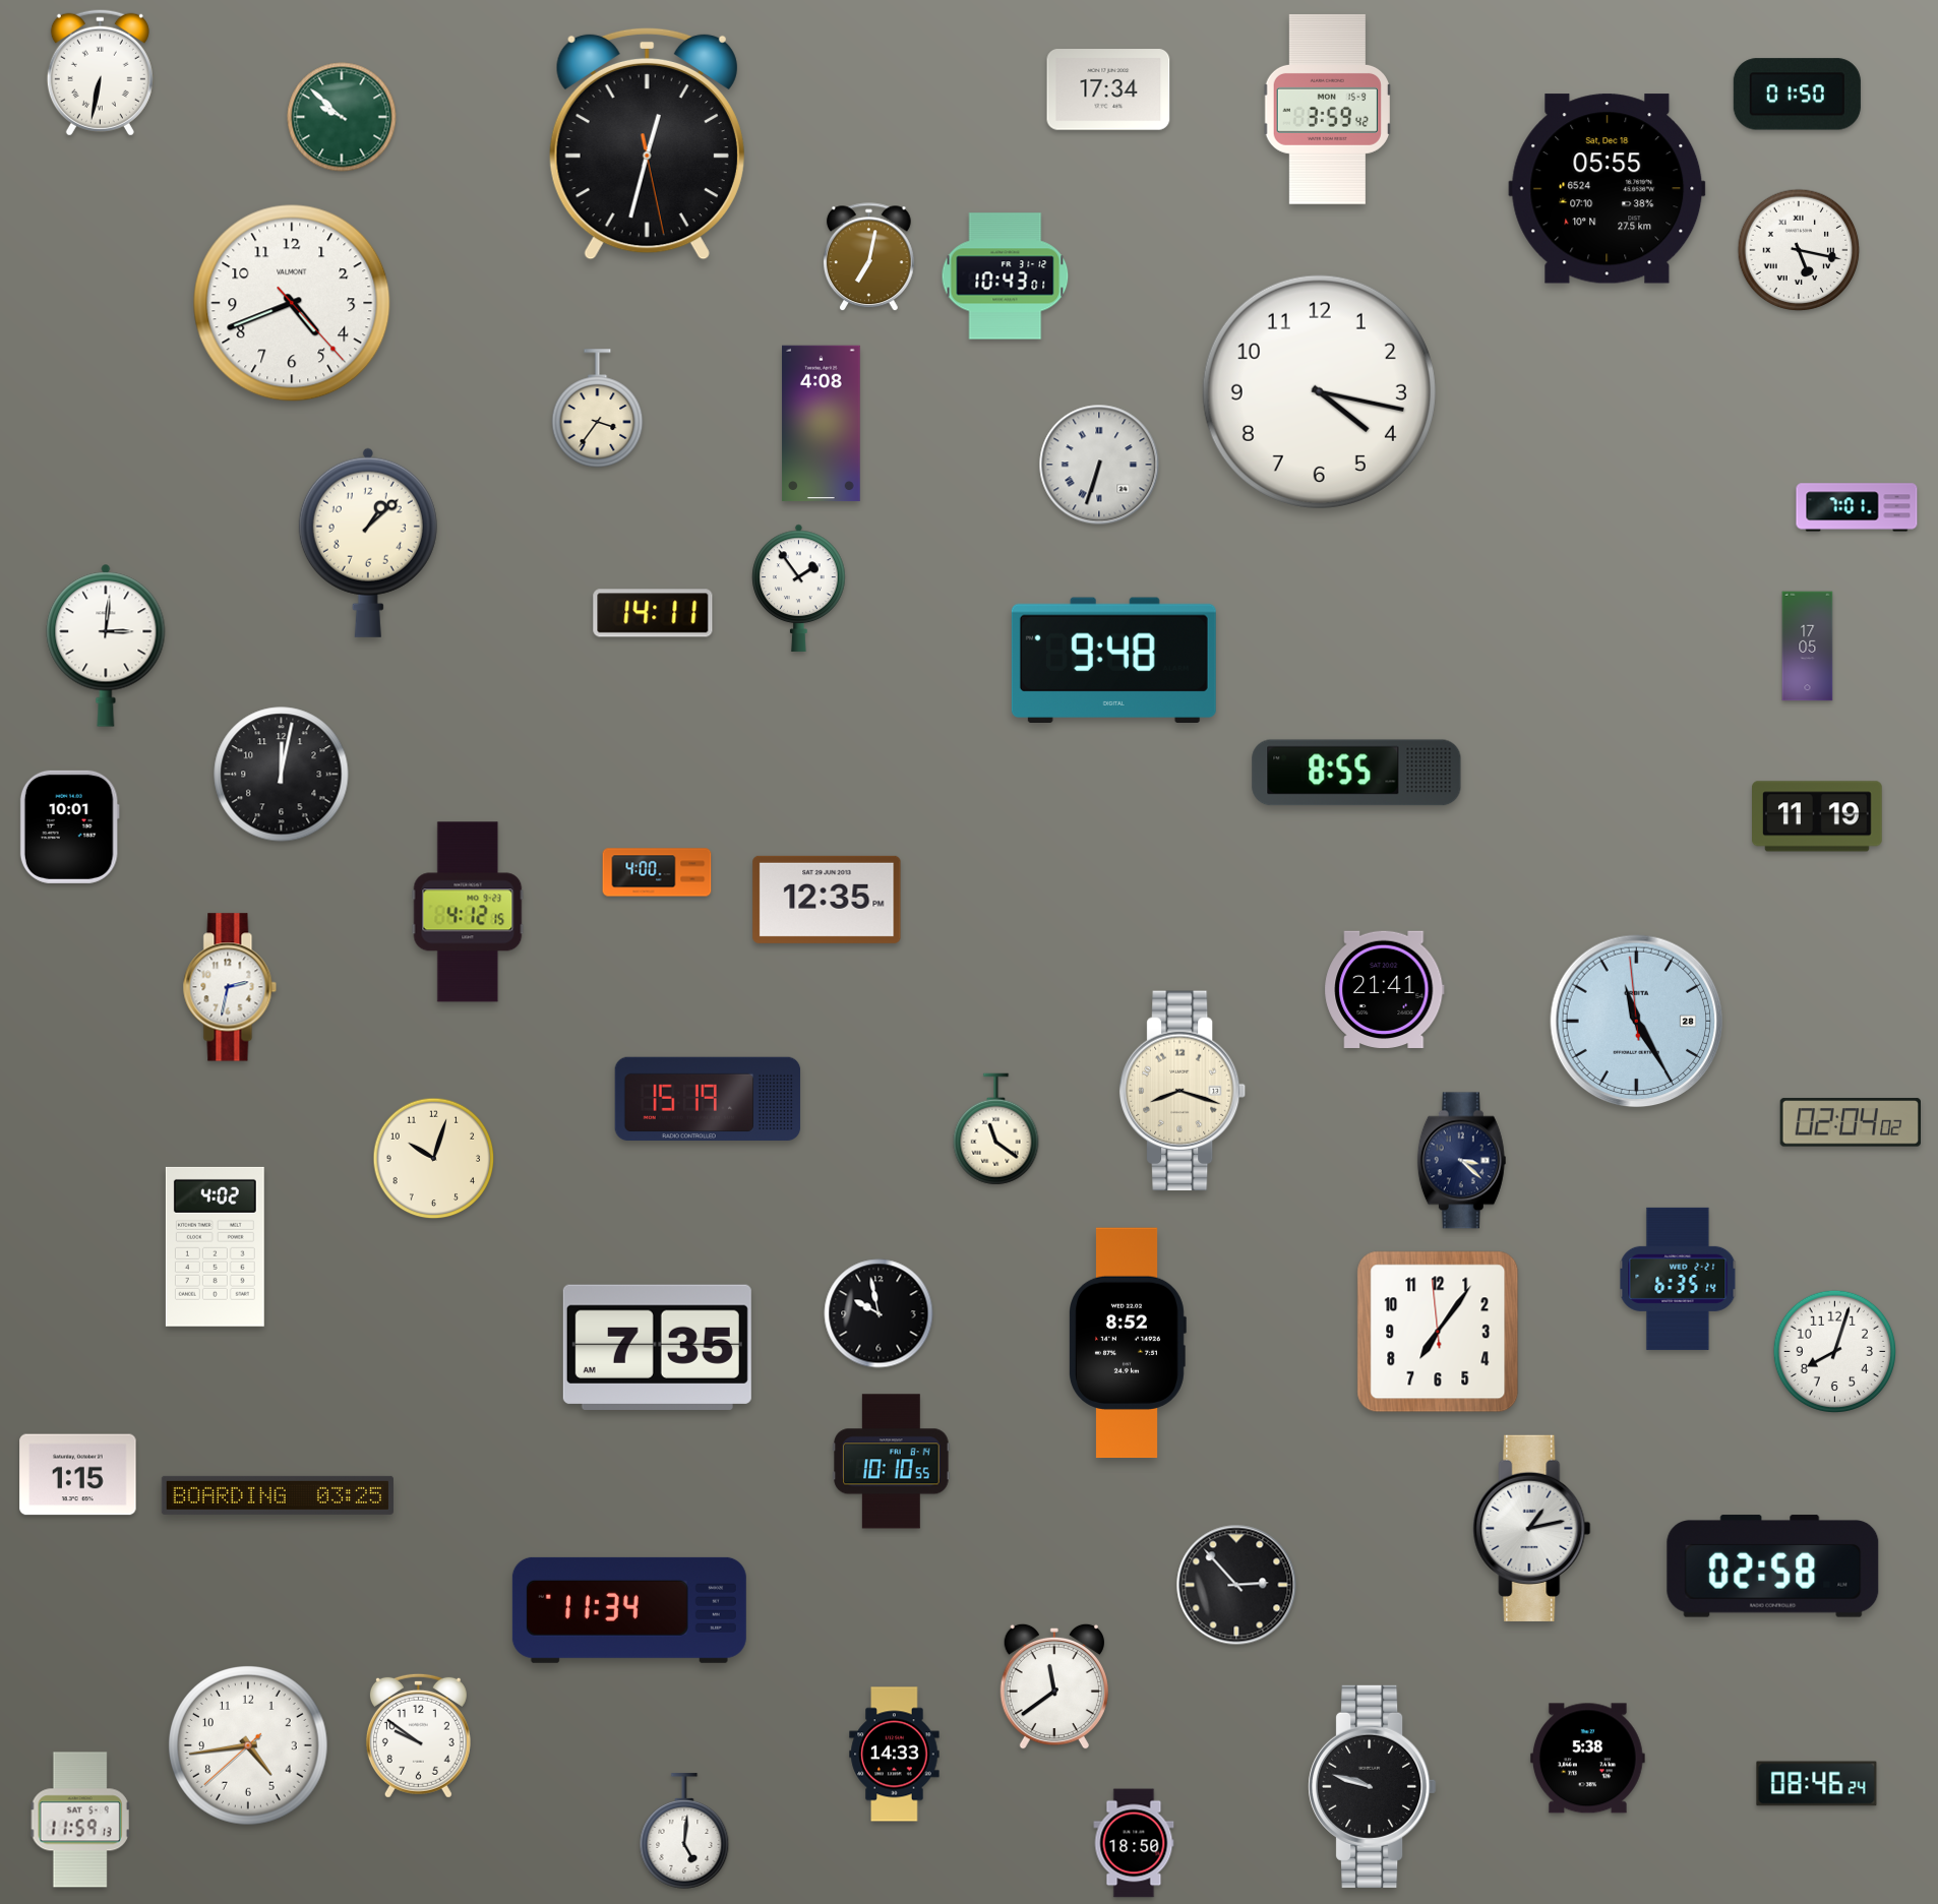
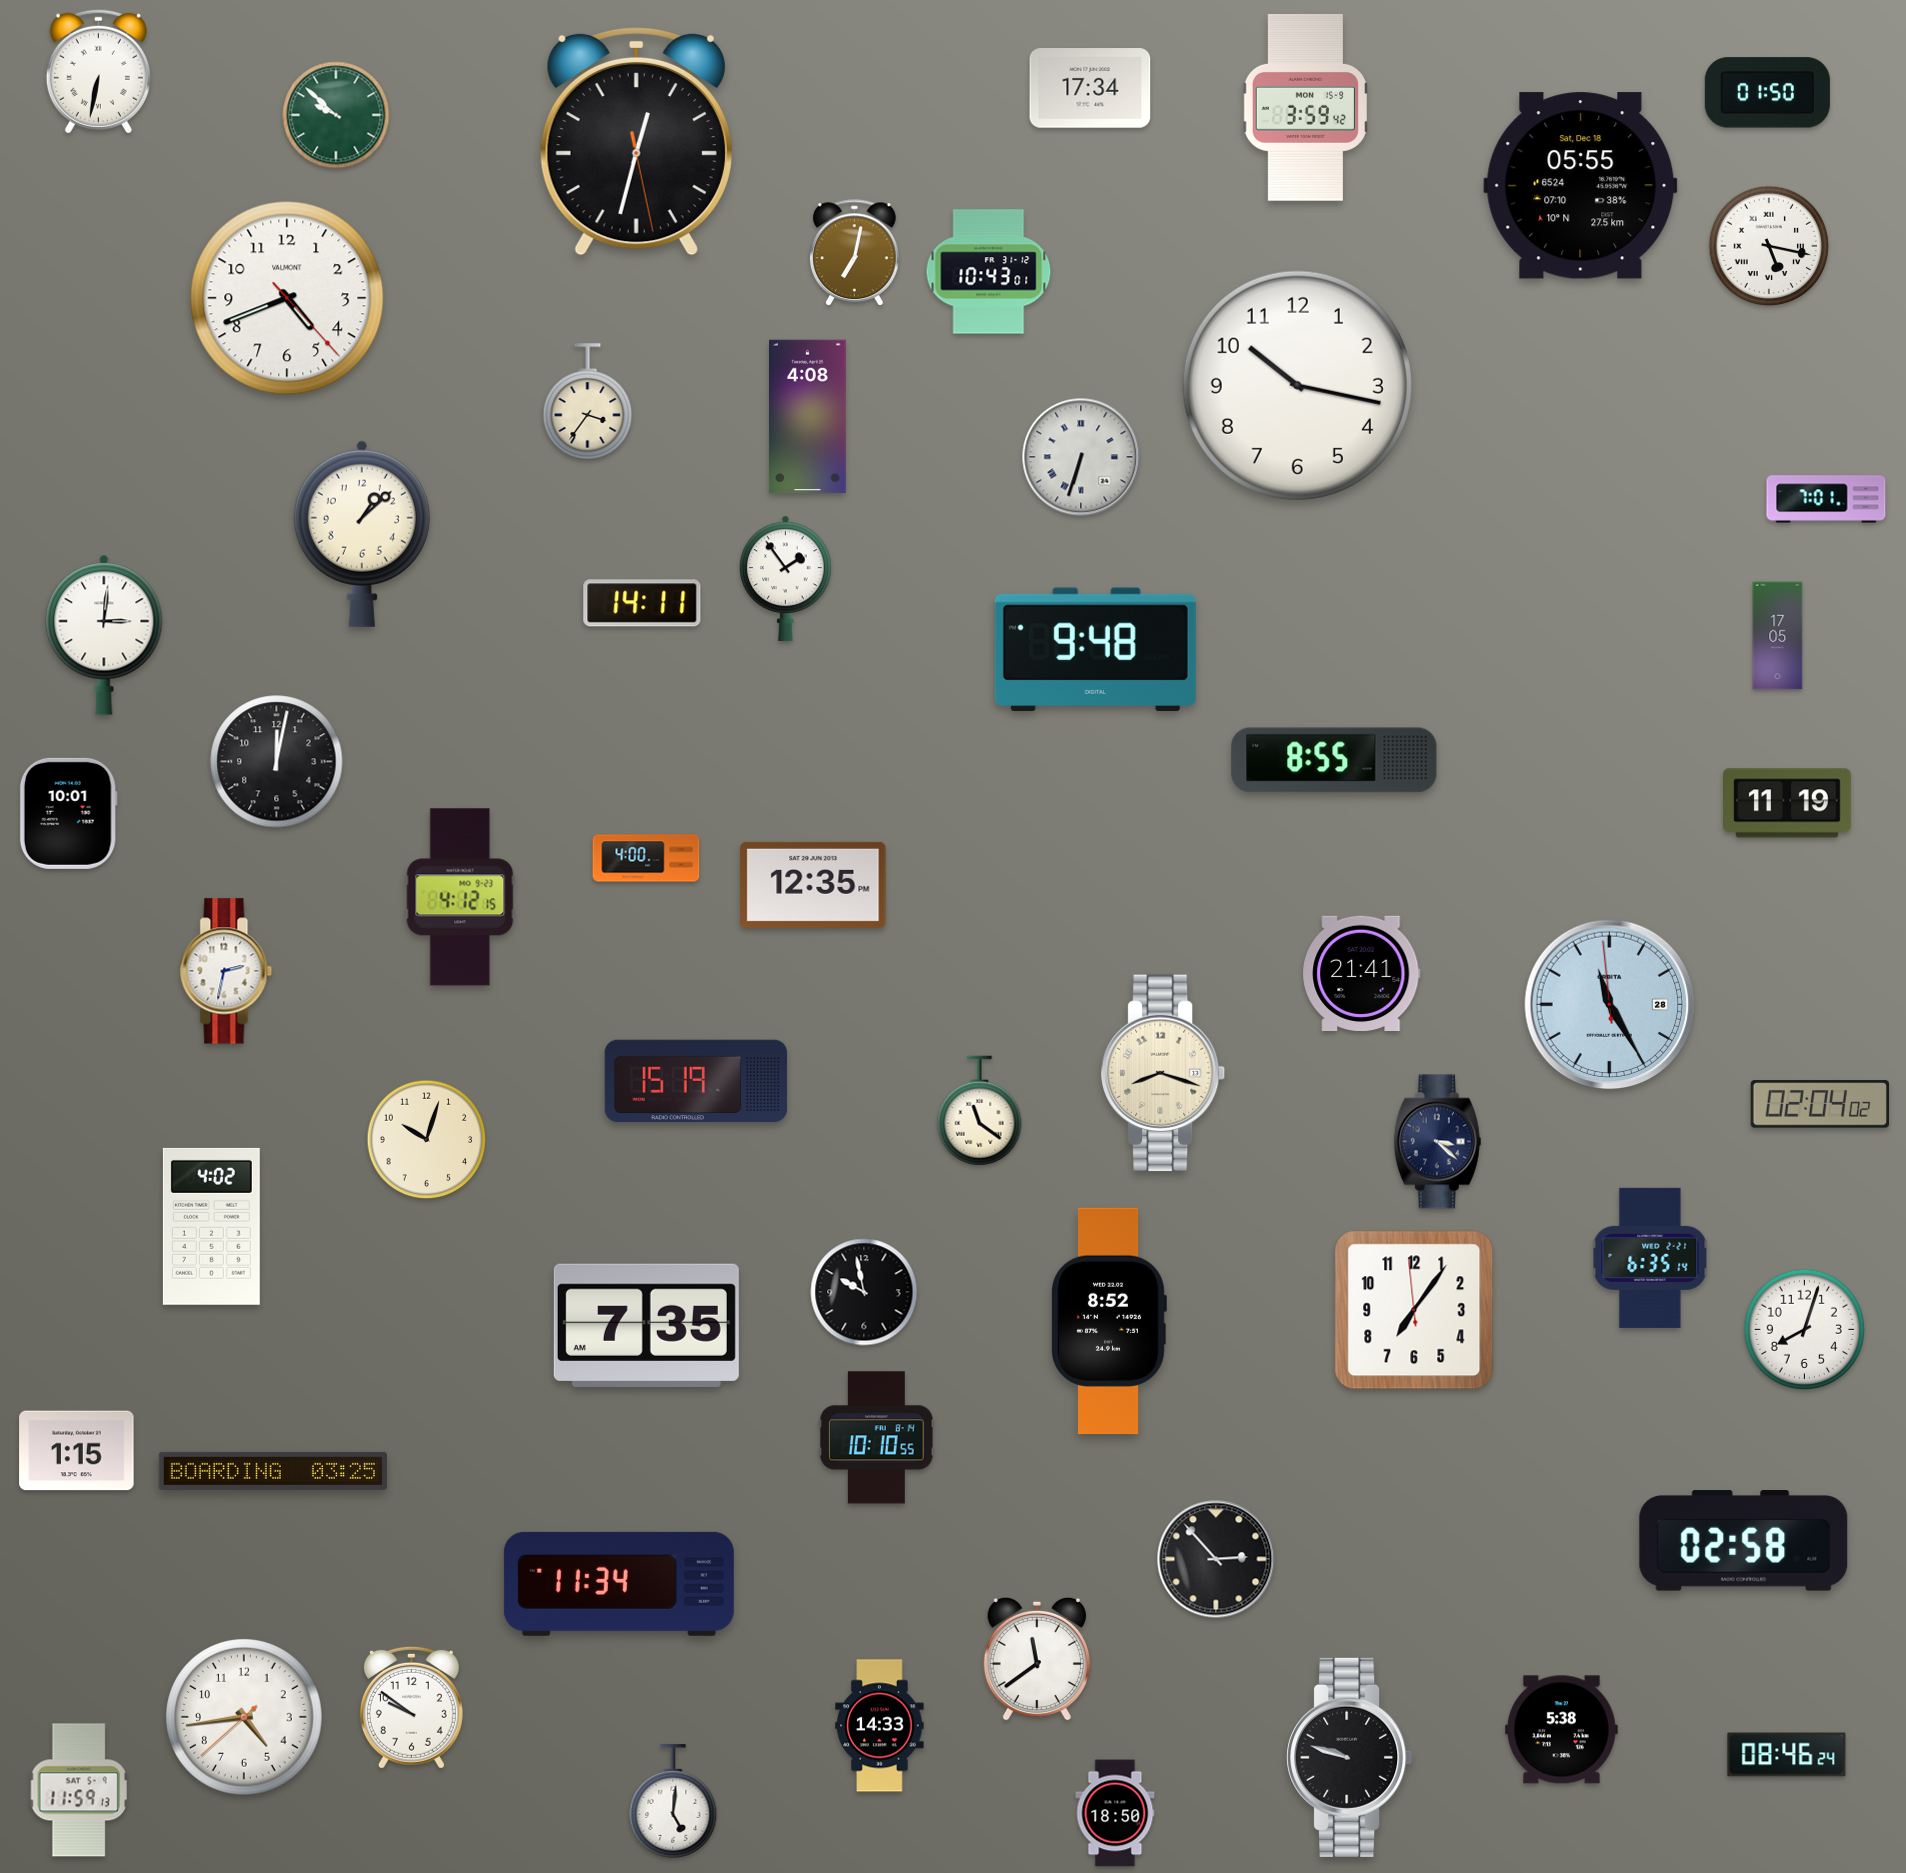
clock at (1319, 391): 4:17 -> 10:17
clock at (1532, 1528): 1:13 -> none
